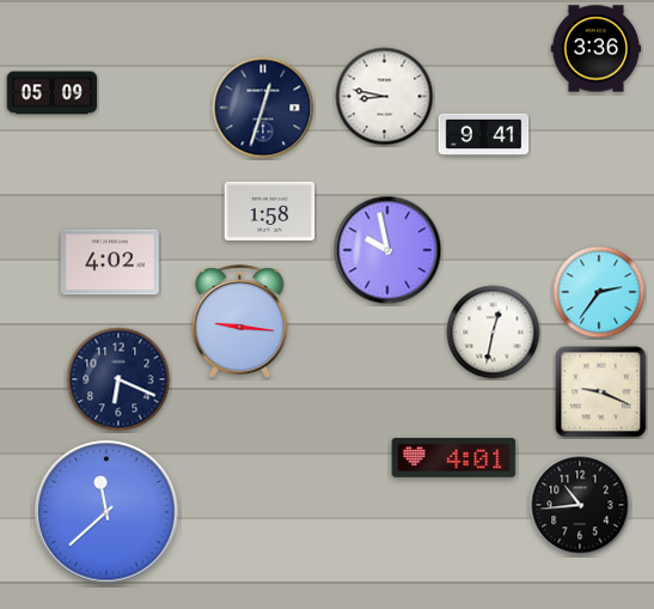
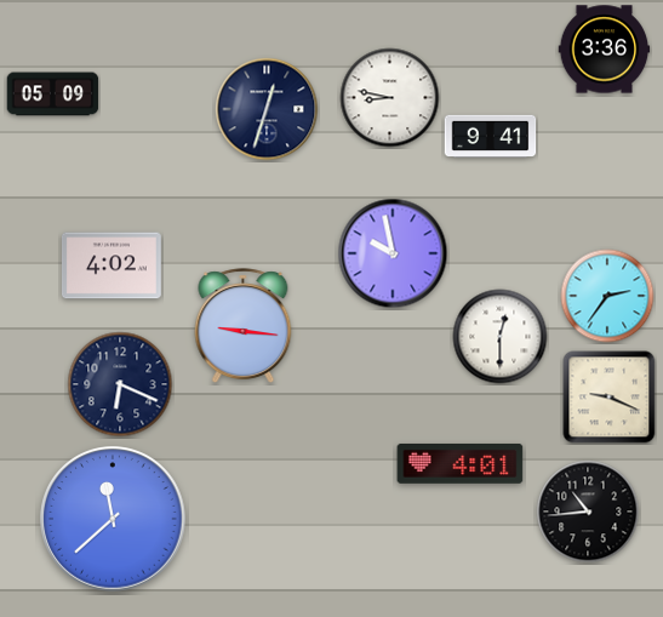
clock at (270, 211): 1:58 -> none
clock at (494, 333): 12:32 -> 12:30
clock at (106, 512) position: (106, 512) -> (113, 519)
